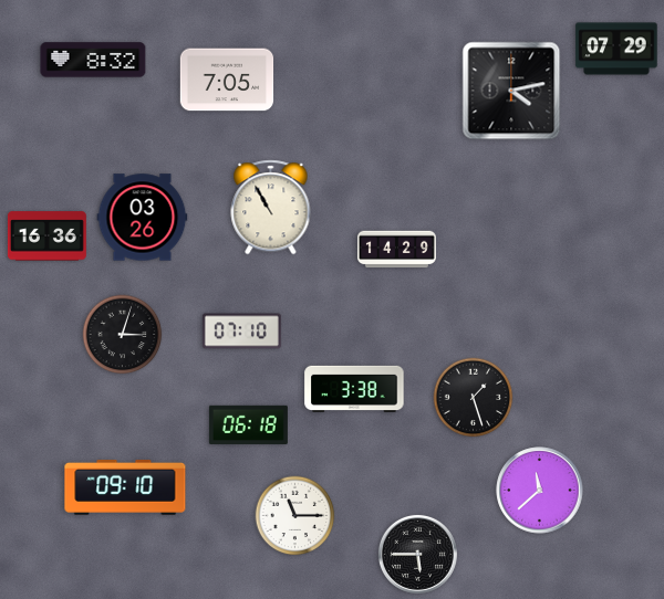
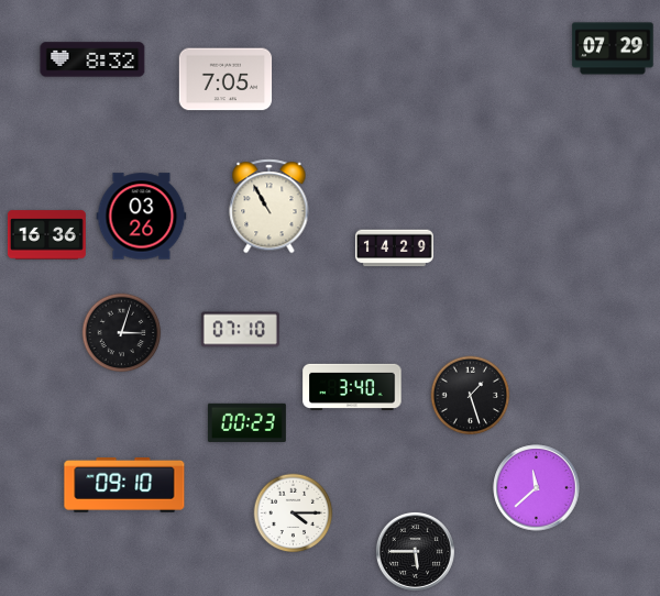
clock at (511, 91): 4:13 -> none
clock at (354, 388): 3:38 -> 3:40
clock at (248, 424): 06:18 -> 00:23
clock at (295, 516): 11:15 -> 4:15
